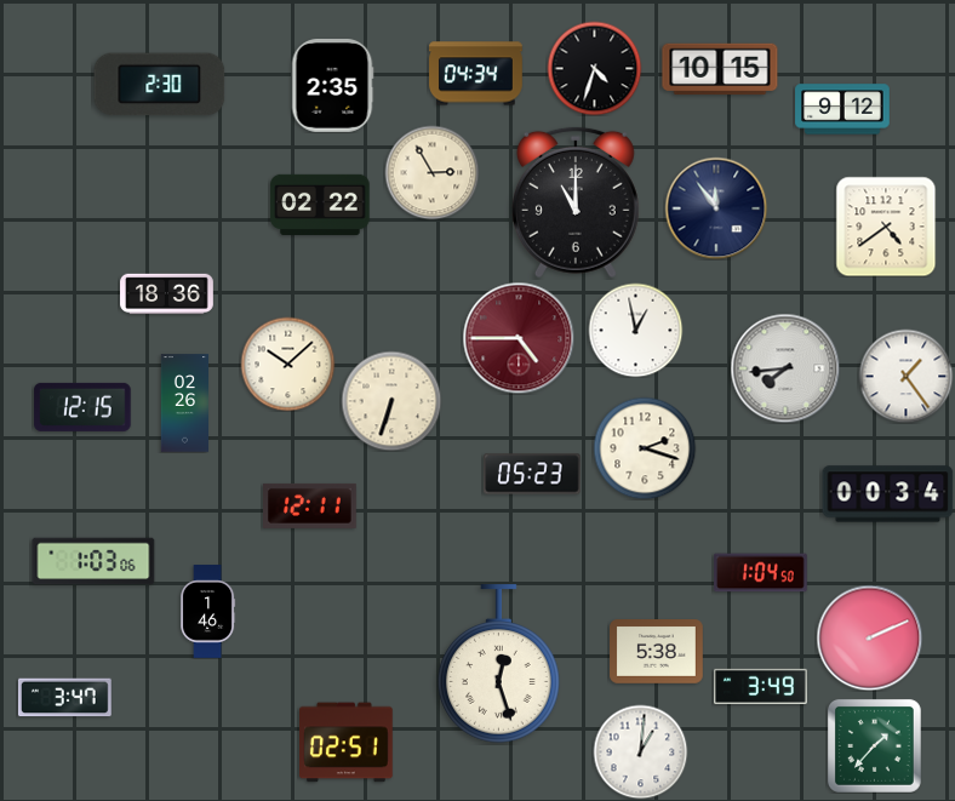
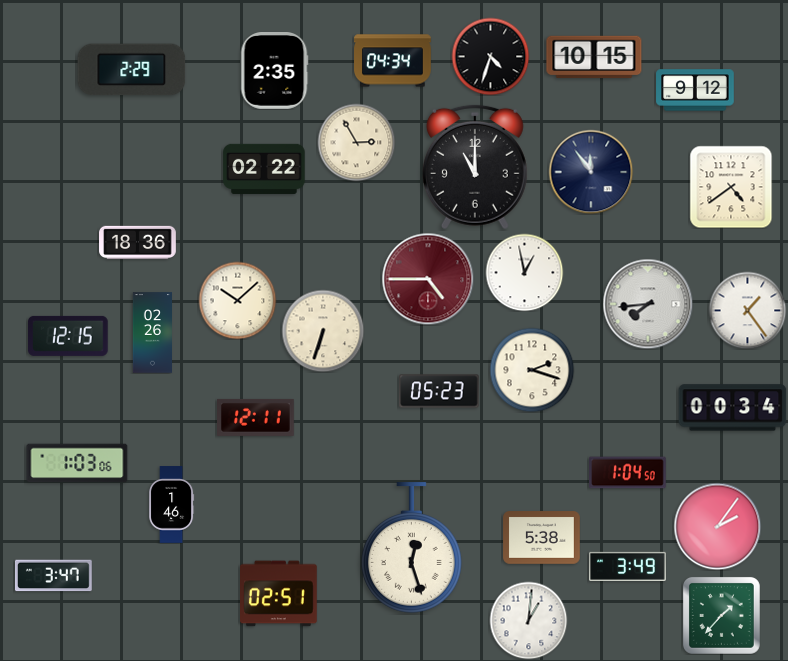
clock at (160, 85): 2:30 -> 2:29
clock at (869, 637): 2:11 -> 2:06
clock at (347, 743) position: (347, 743) -> (279, 594)
